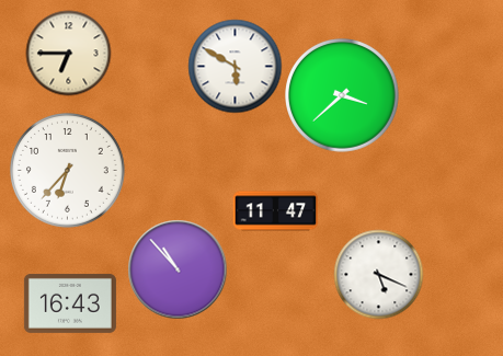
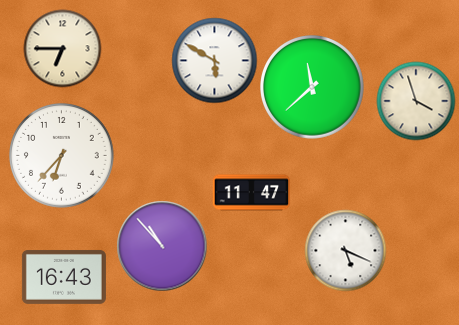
clock at (343, 96): 3:38 -> 11:38
clock at (416, 101): none -> 3:57
